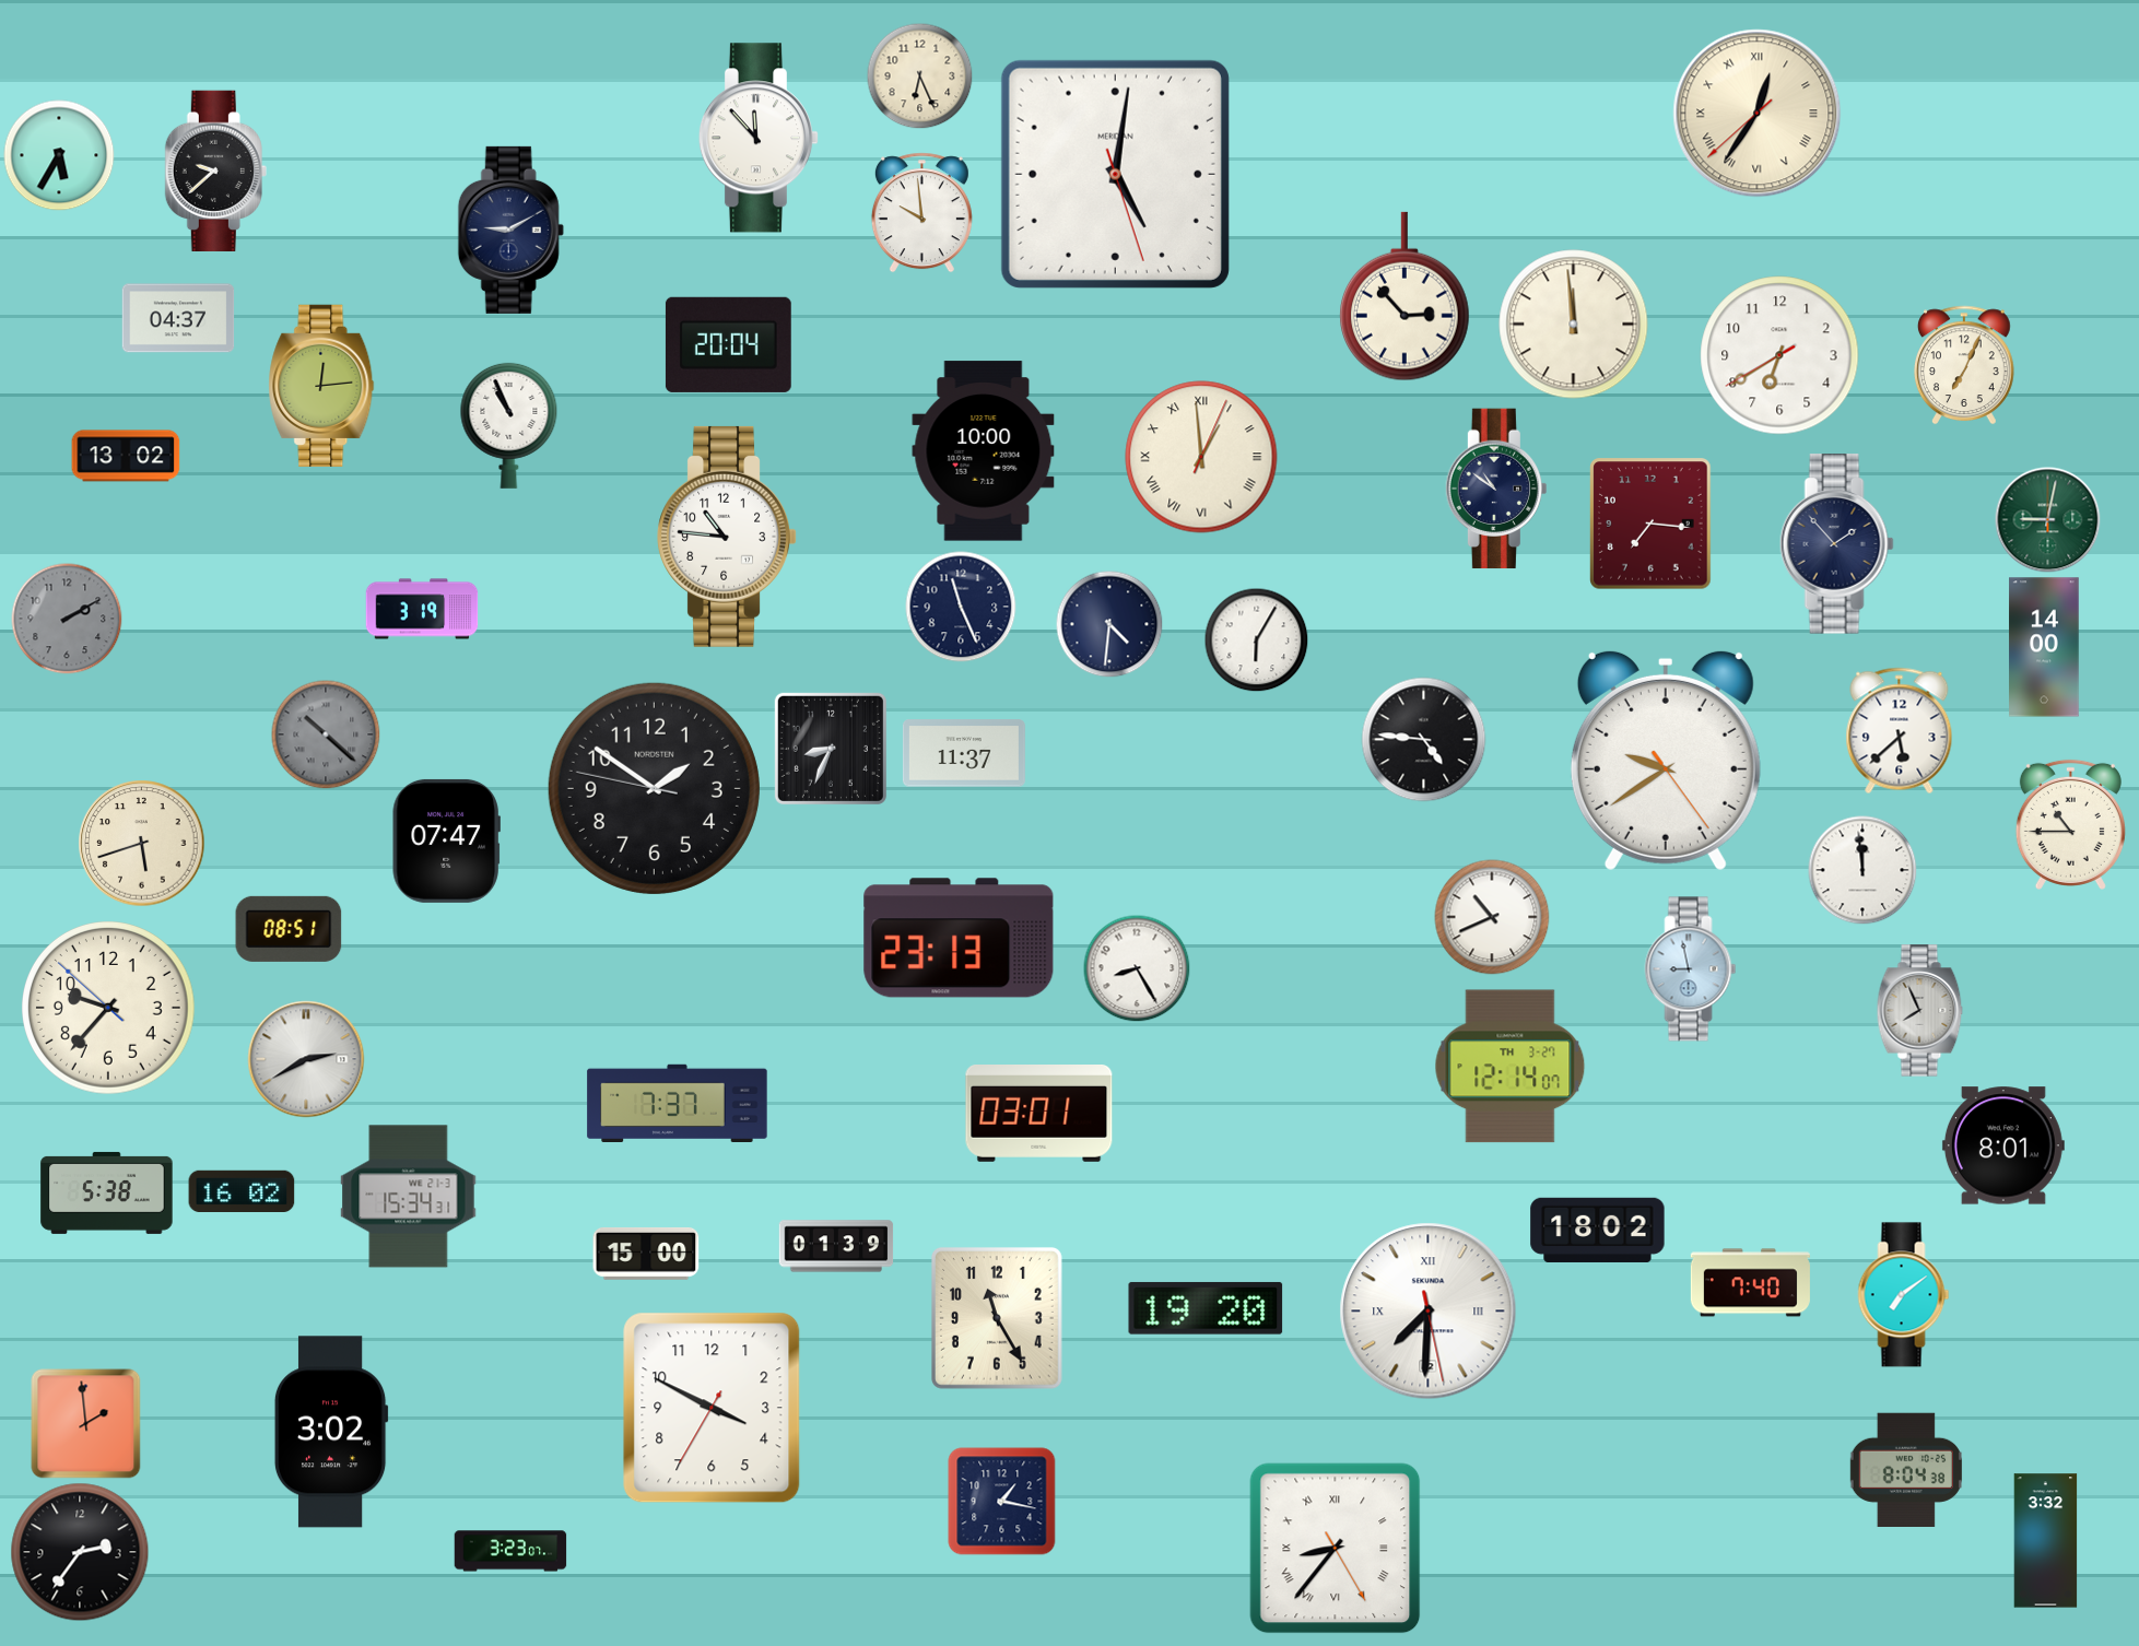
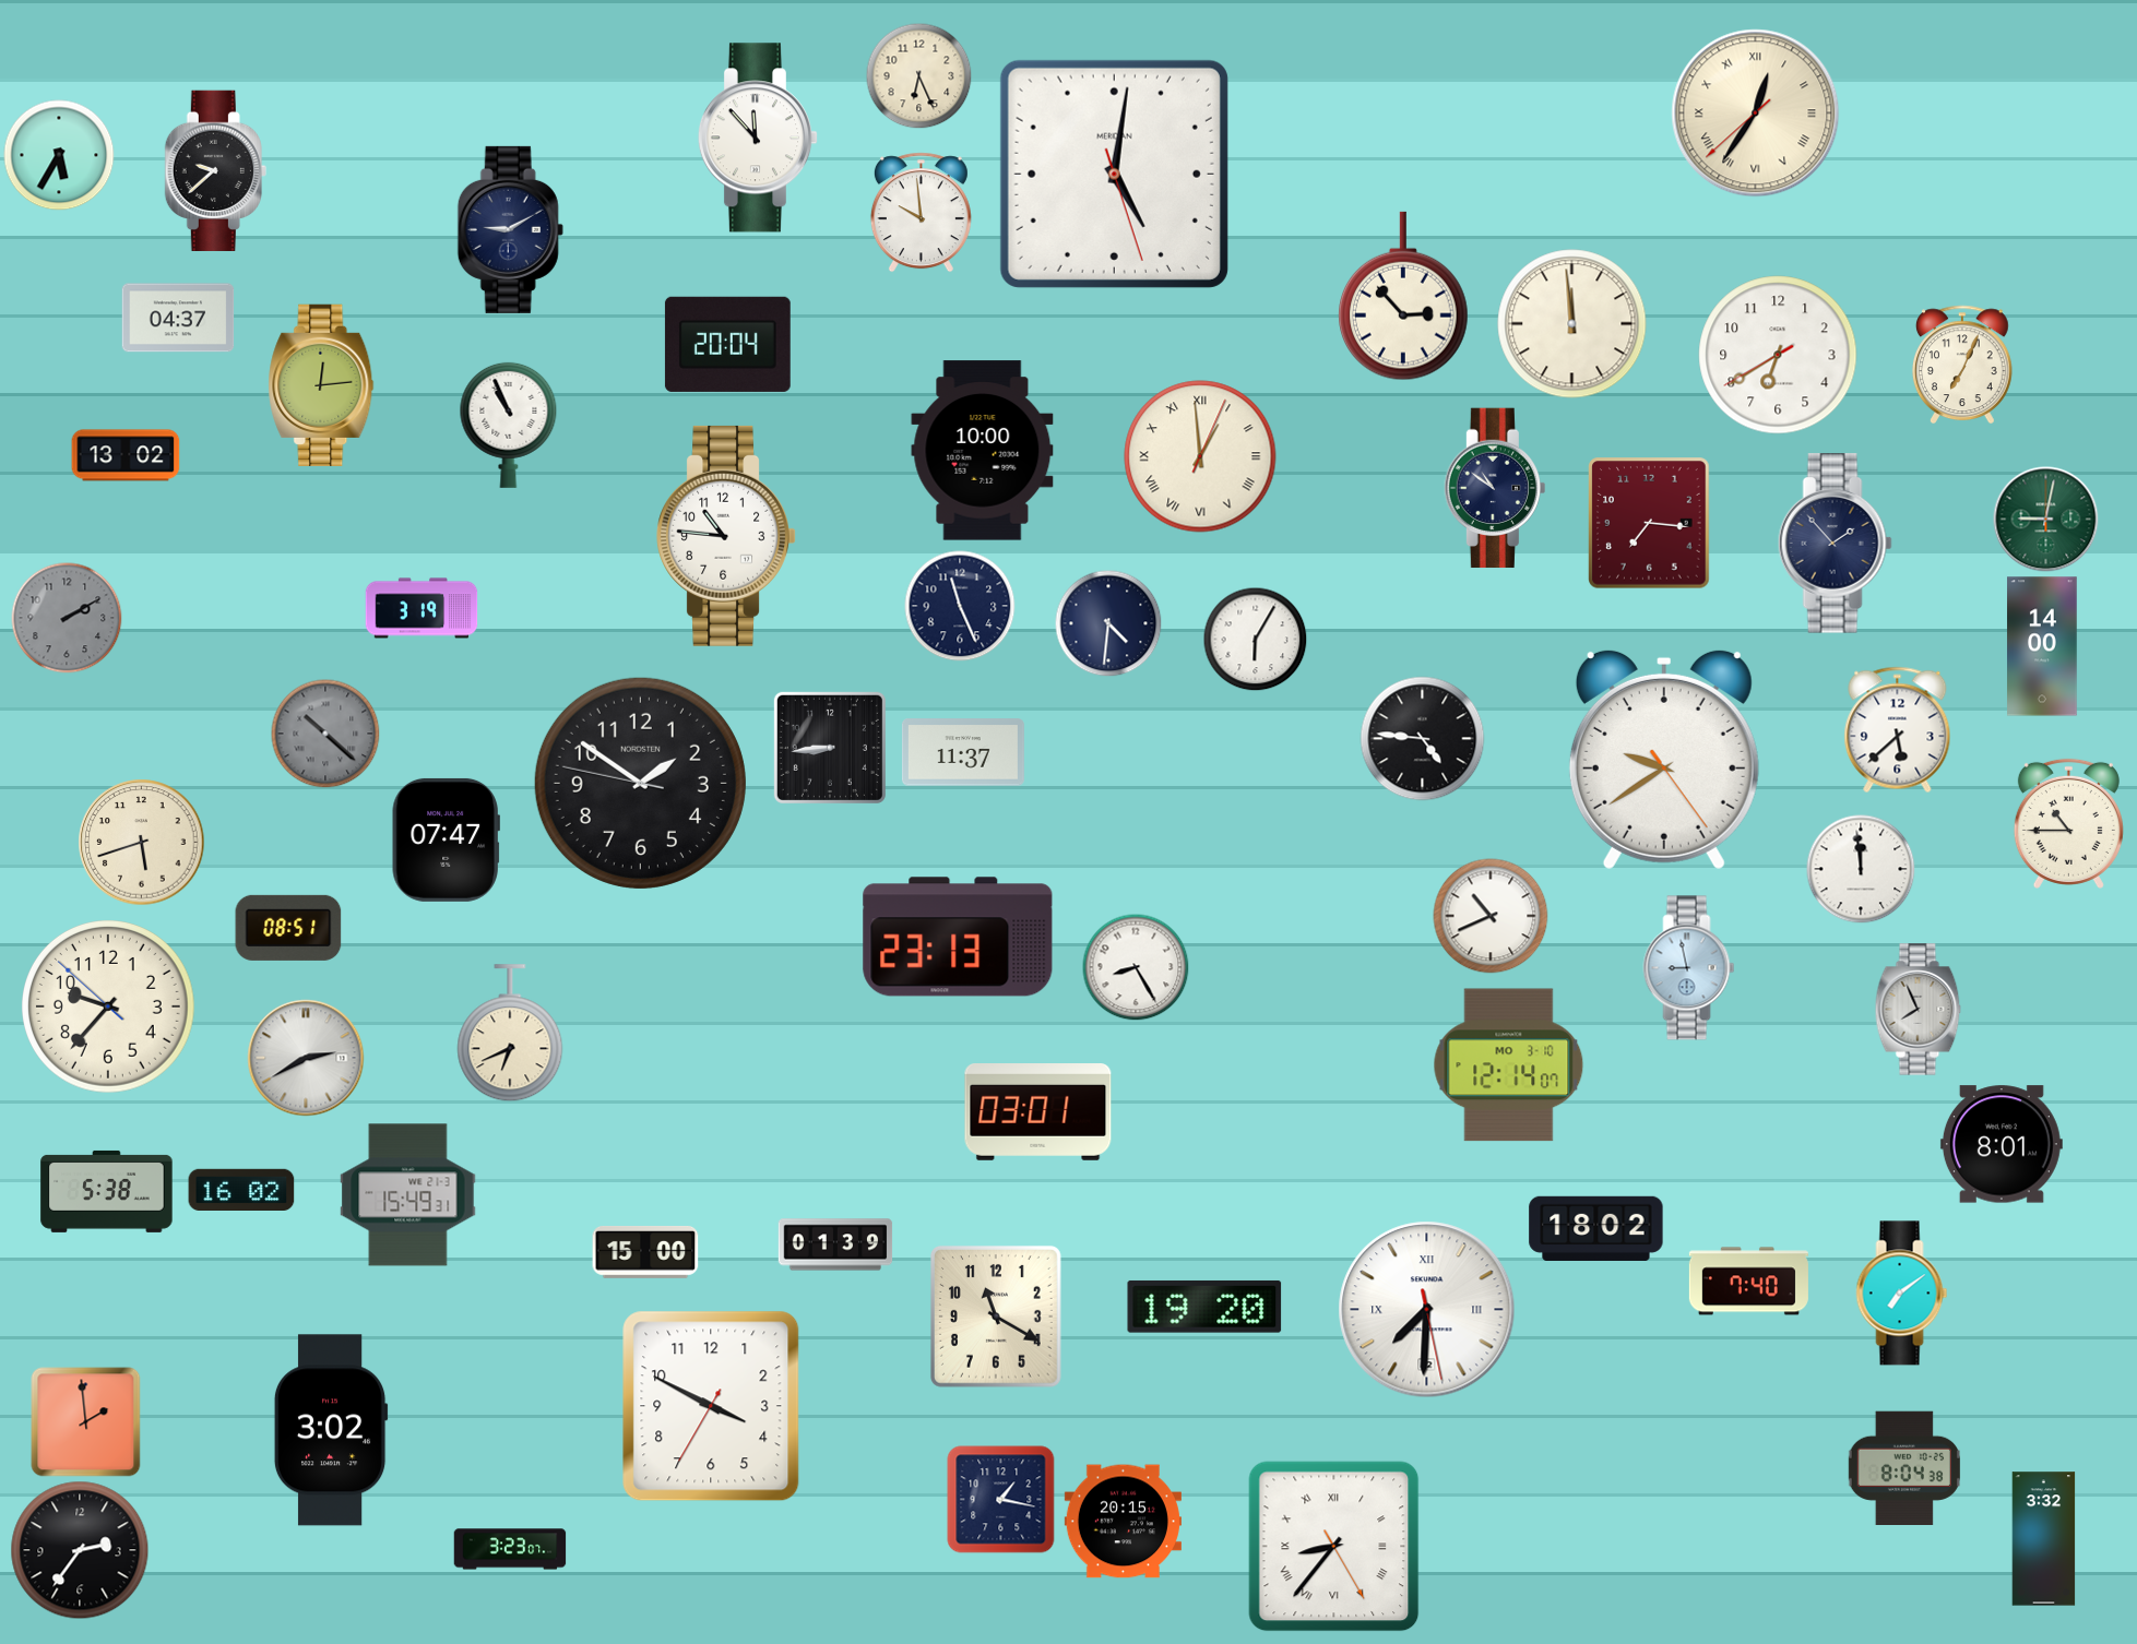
clock at (831, 749): 8:34 -> 8:44
clock at (654, 788) position: (654, 788) -> (640, 783)
clock at (510, 1034): none -> 6:41
clock at (1511, 1067) date: TH 3-27 -> MO 3-10
clock at (678, 1103): 7:37 -> none
clock at (409, 1197): 15:34 -> 15:49
clock at (997, 1318): 11:25 -> 11:20
clock at (1123, 1522): none -> 20:15
